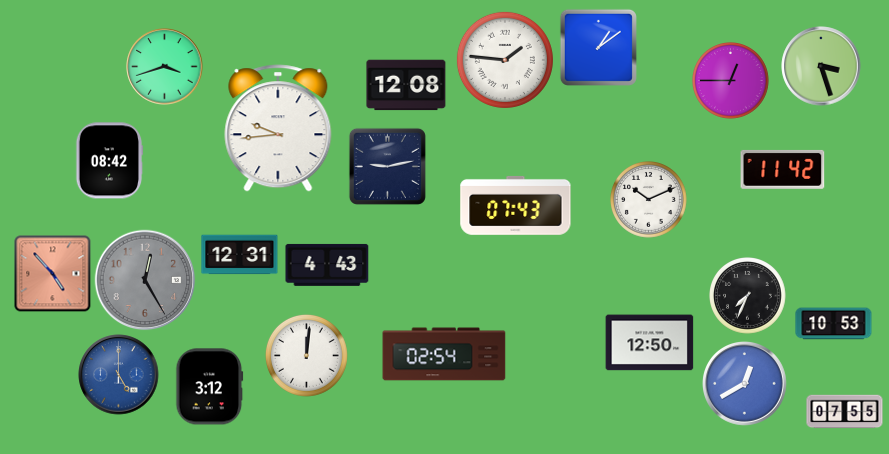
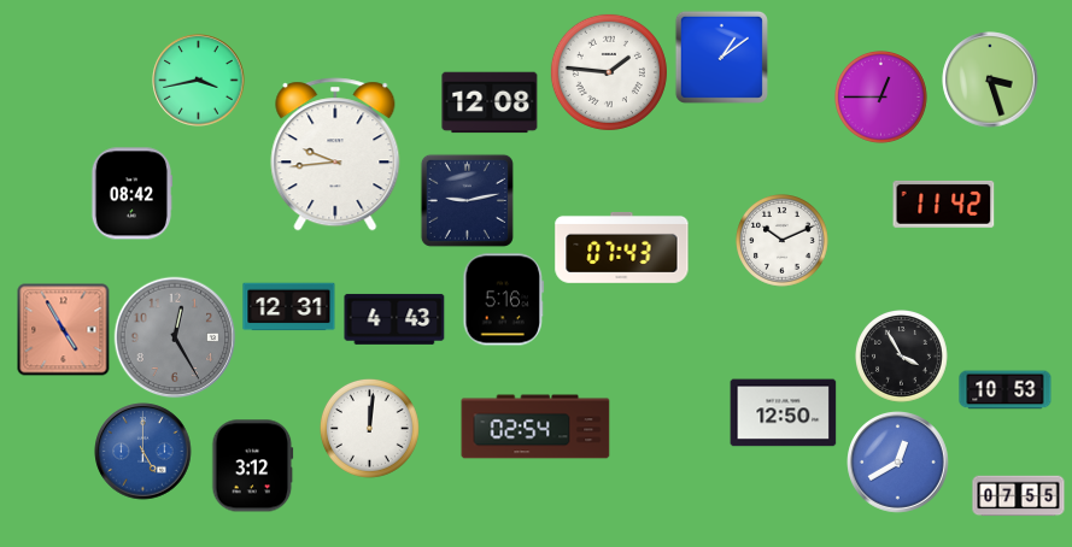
clock at (165, 67): 3:42 -> 3:43
clock at (504, 300): none -> 5:16
clock at (53, 274): 4:53 -> 4:55
clock at (748, 296): 7:34 -> 3:55
